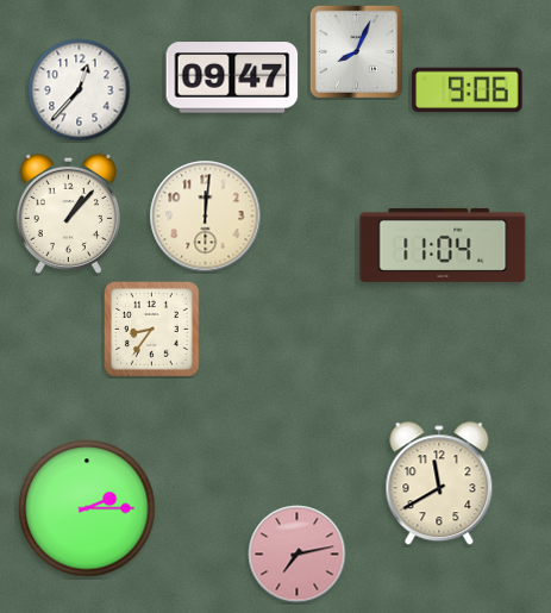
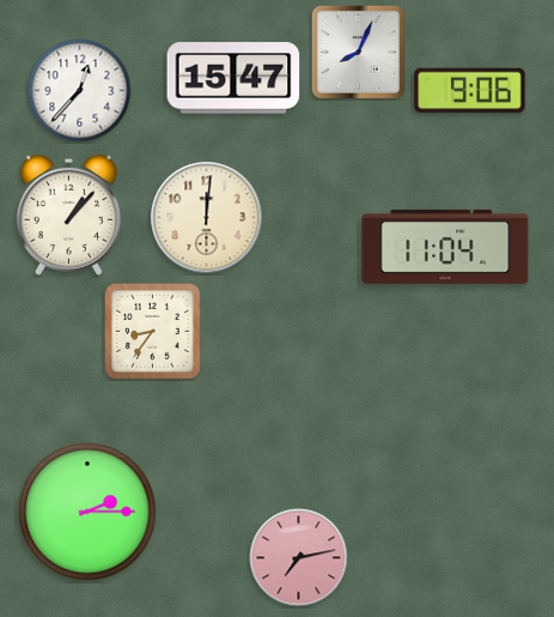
clock at (232, 77): 09:47 -> 15:47
clock at (439, 484): 11:40 -> none
